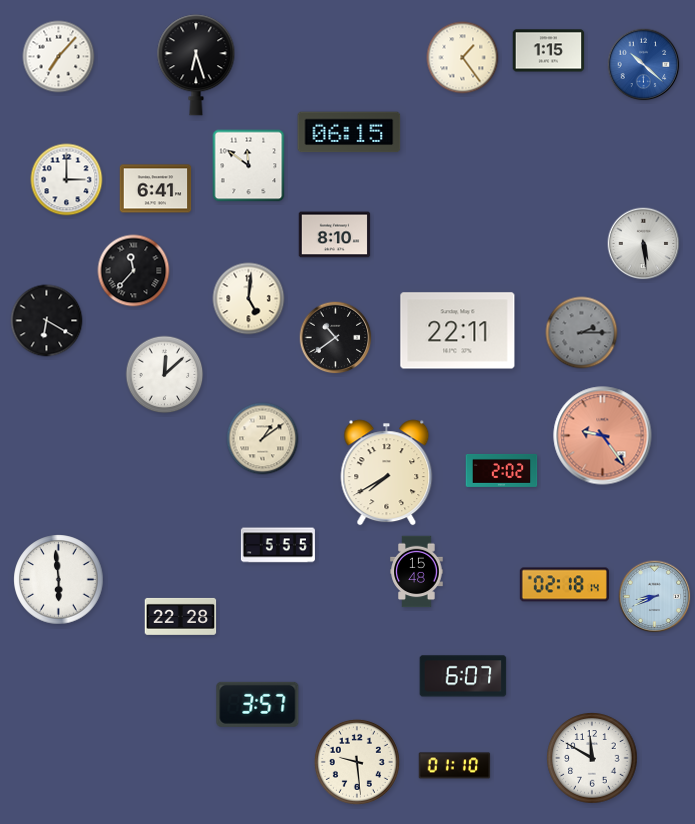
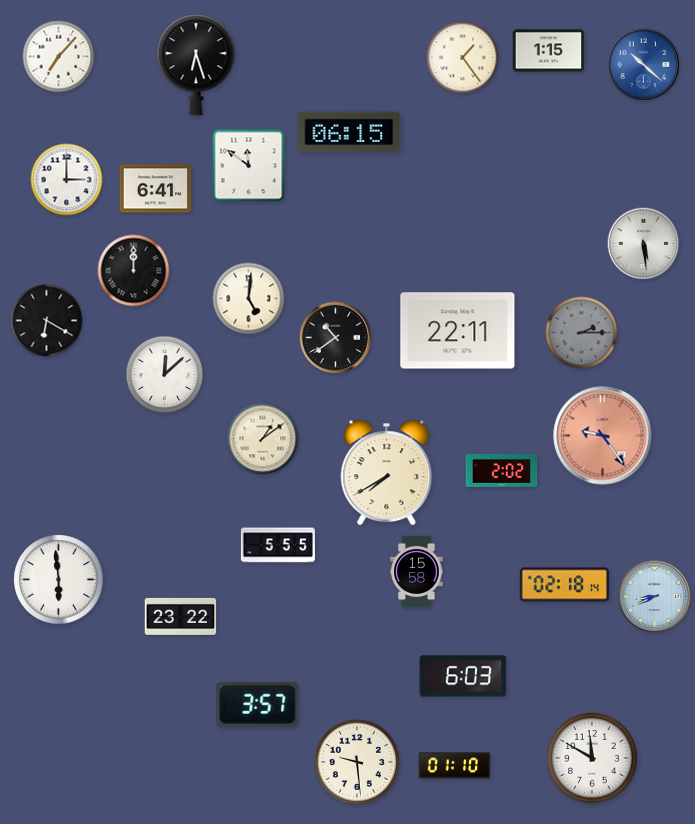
clock at (335, 235): 8:10 -> none
clock at (134, 271): 11:37 -> 12:00
clock at (417, 572): 15:48 -> 15:58
clock at (181, 616): 22:28 -> 23:22
clock at (463, 676): 6:07 -> 6:03
